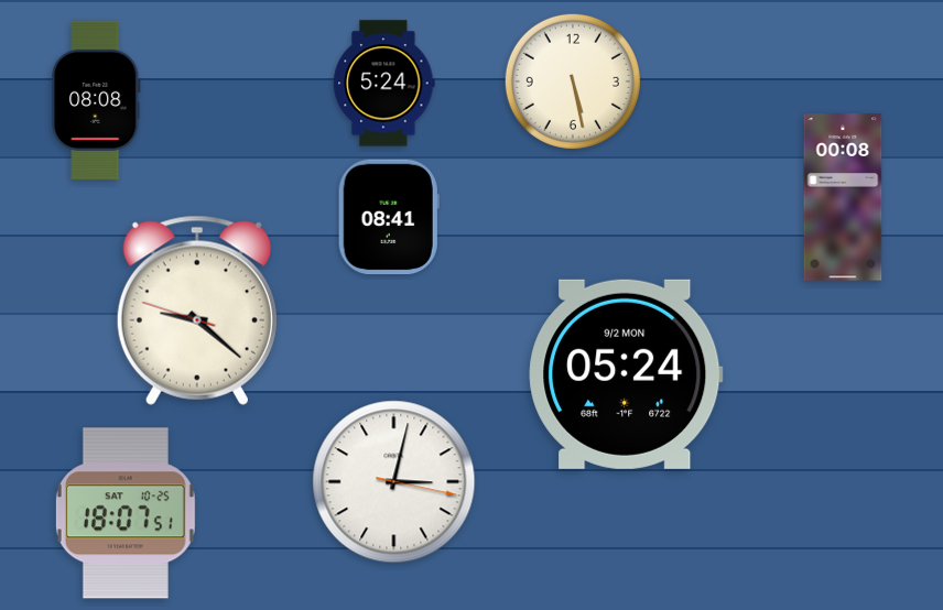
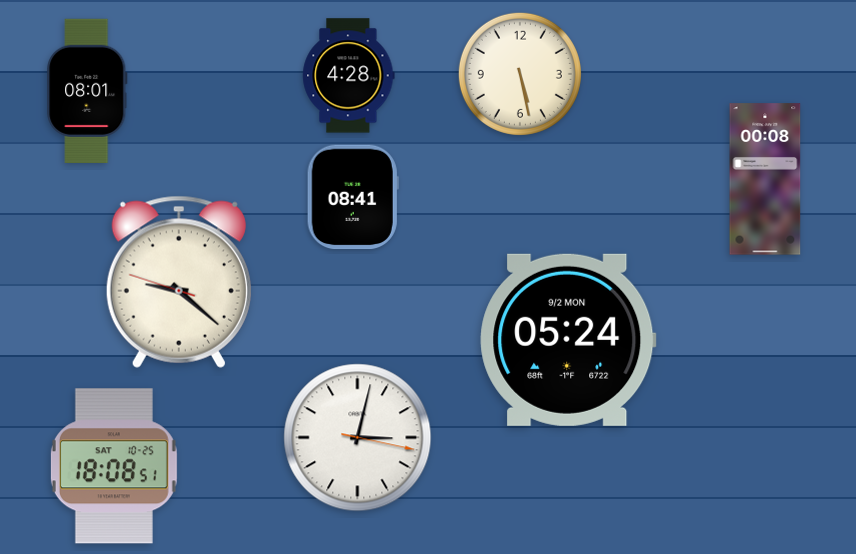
clock at (384, 84): 5:24 -> 4:28
clock at (96, 99): 08:08 -> 08:01
clock at (126, 513): 18:07 -> 18:08
